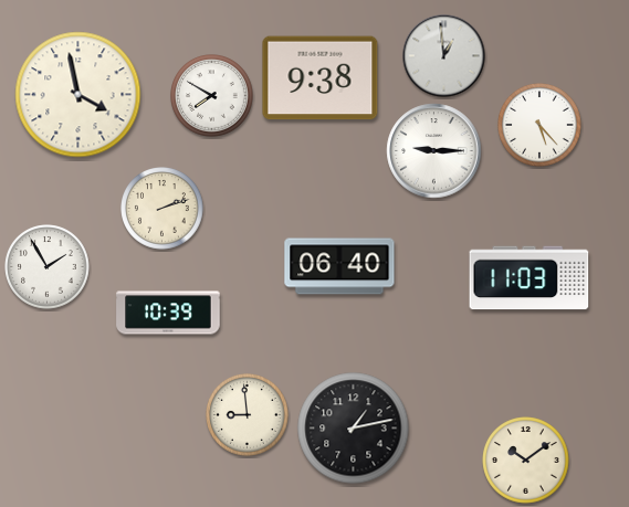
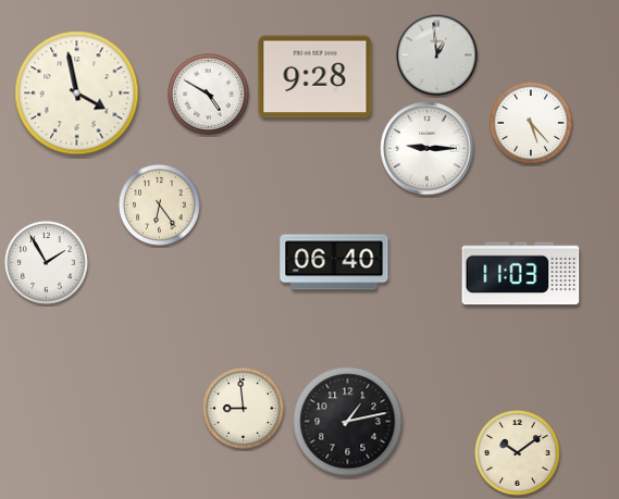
clock at (321, 78): 9:38 -> 9:28
clock at (212, 96): 7:50 -> 4:50
clock at (163, 209): 2:12 -> 6:24
clock at (168, 313): 10:39 -> none
